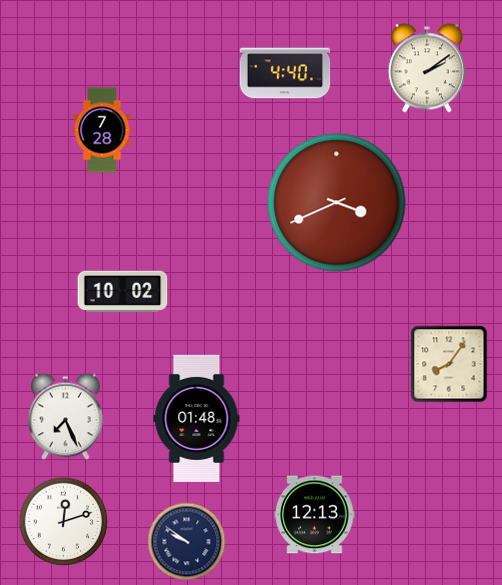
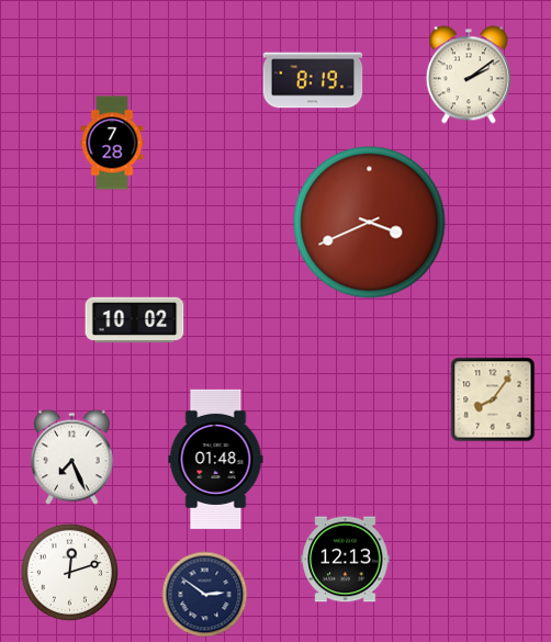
clock at (285, 73): 4:40 -> 8:19
clock at (315, 515) position: (315, 515) -> (346, 560)
clock at (187, 542): 9:51 -> 2:51
